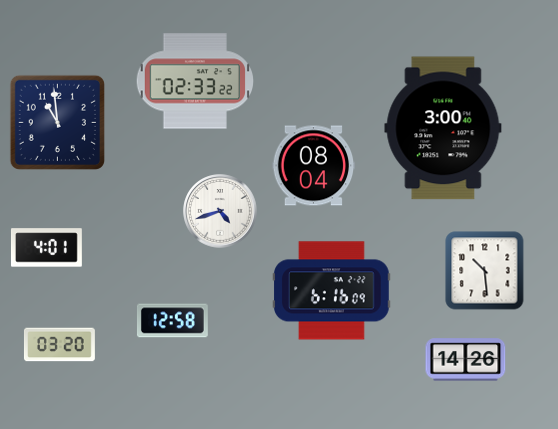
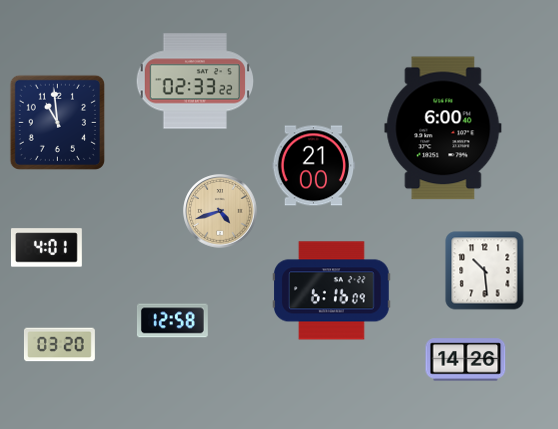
clock at (443, 128): 3:00 -> 6:00
clock at (314, 166): 08:04 -> 21:00
clock at (220, 211) dial: white -> champagne
